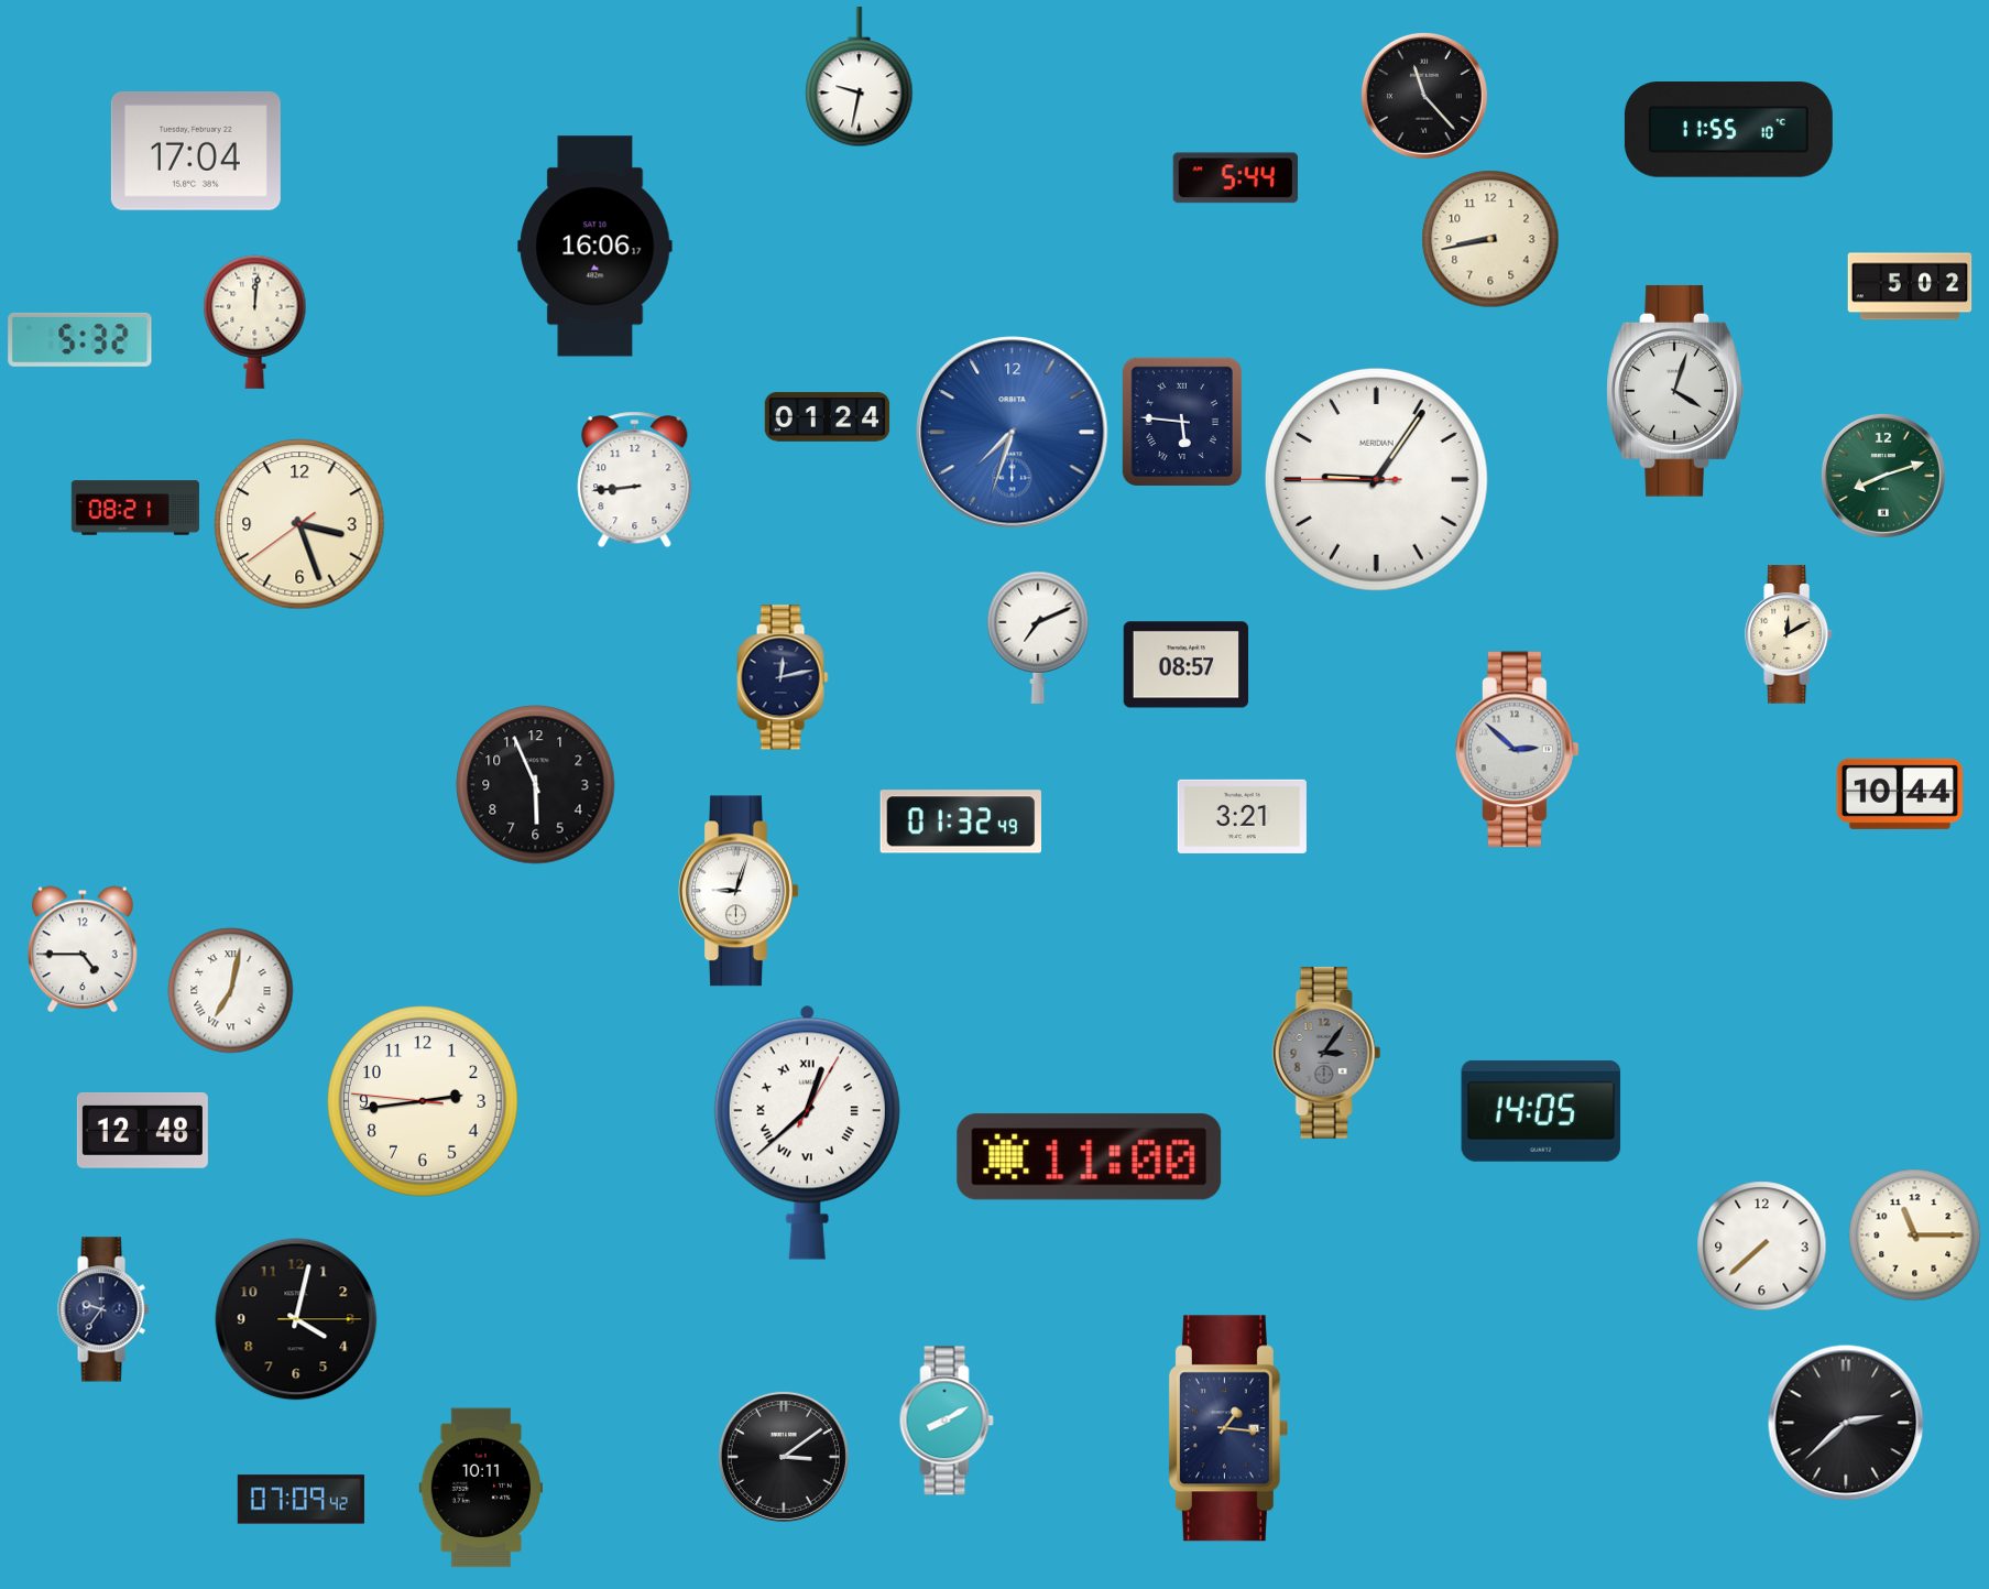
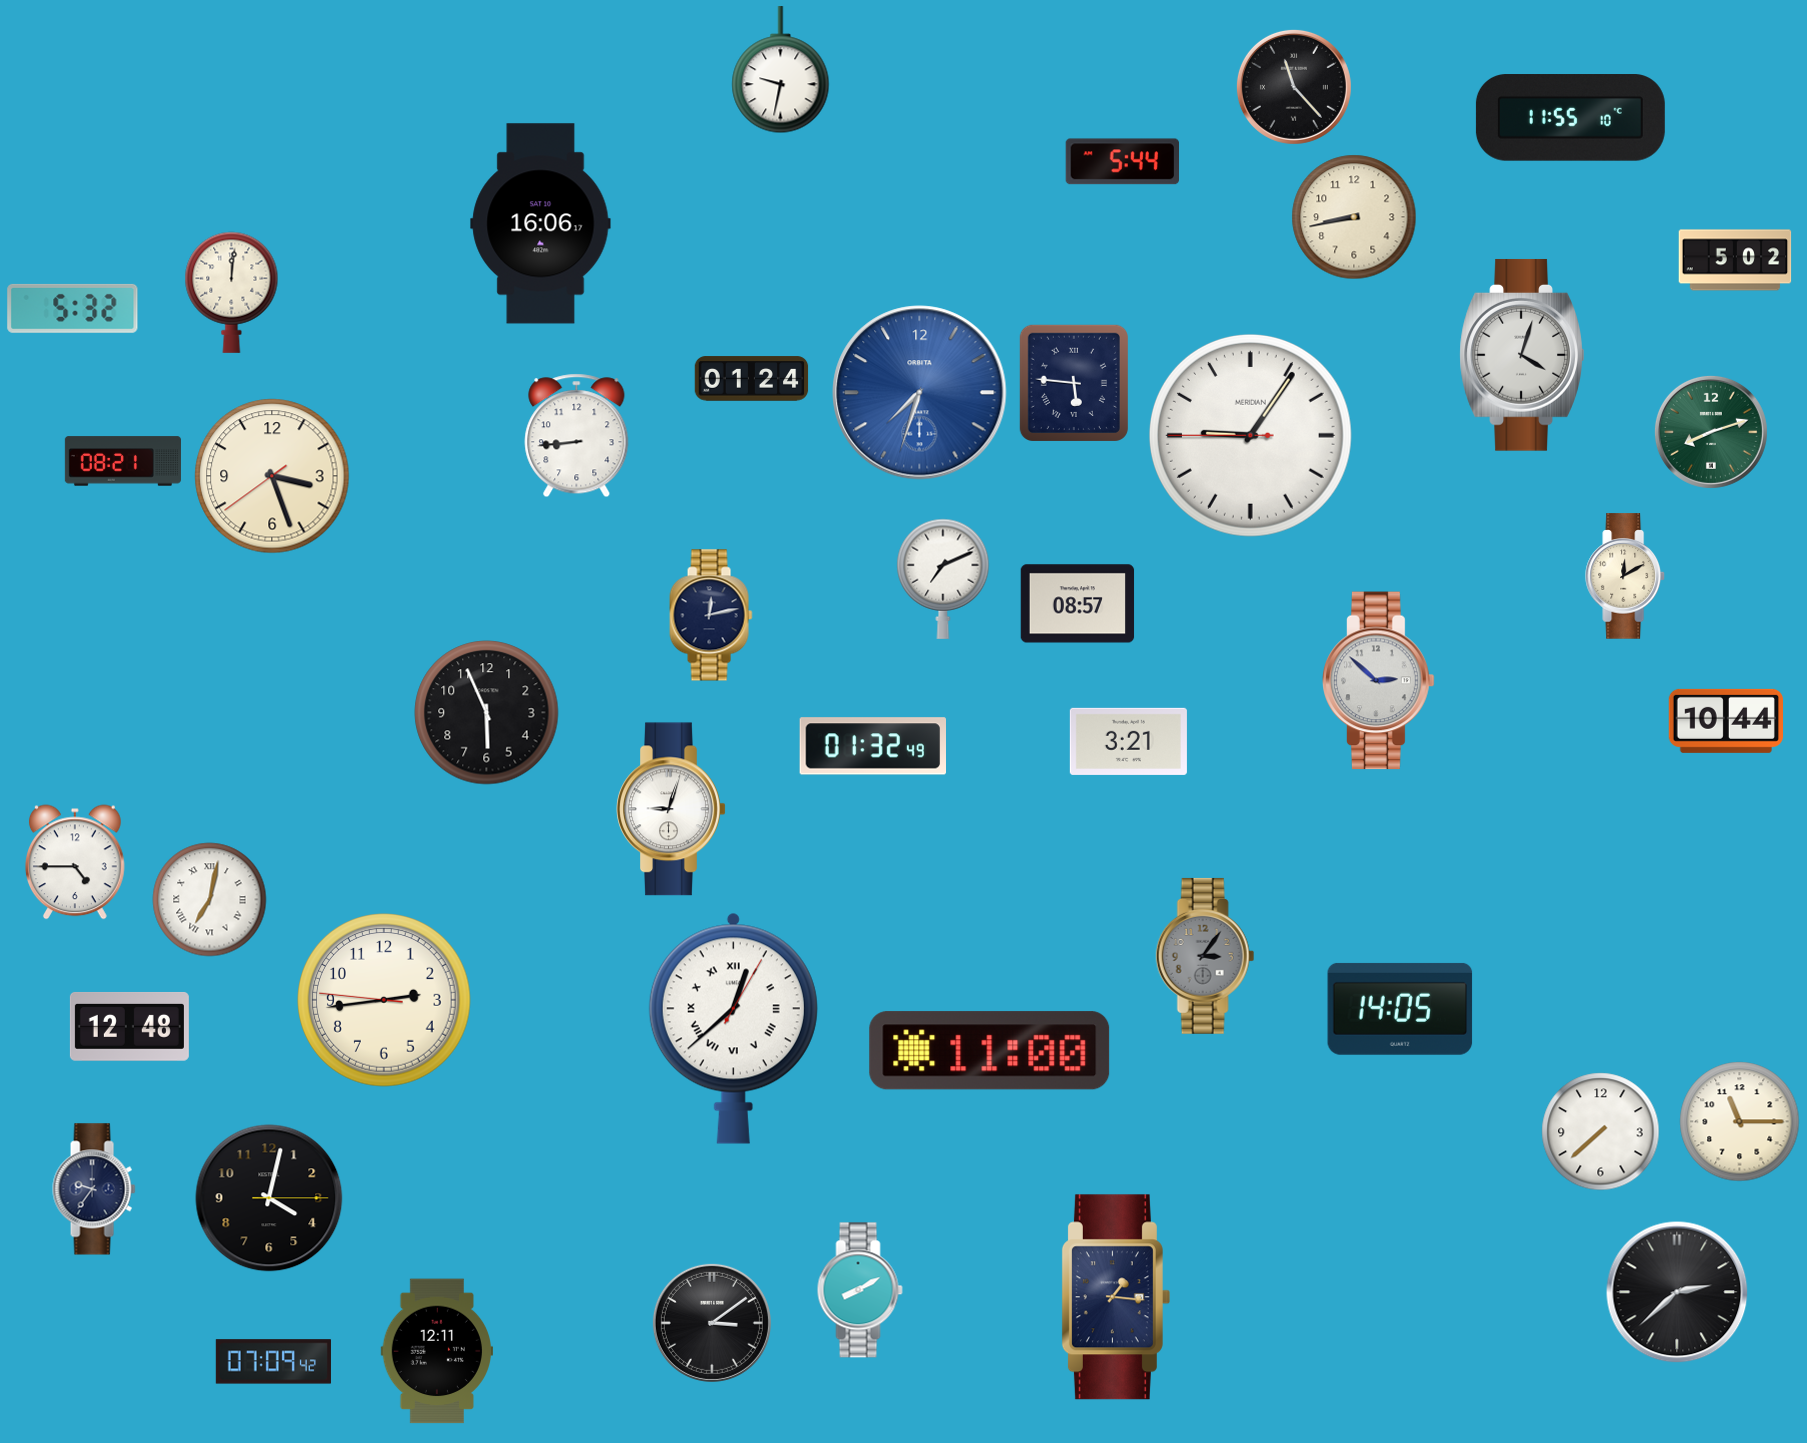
clock at (196, 152): 17:04 -> none
clock at (481, 1488): 10:11 -> 12:11
